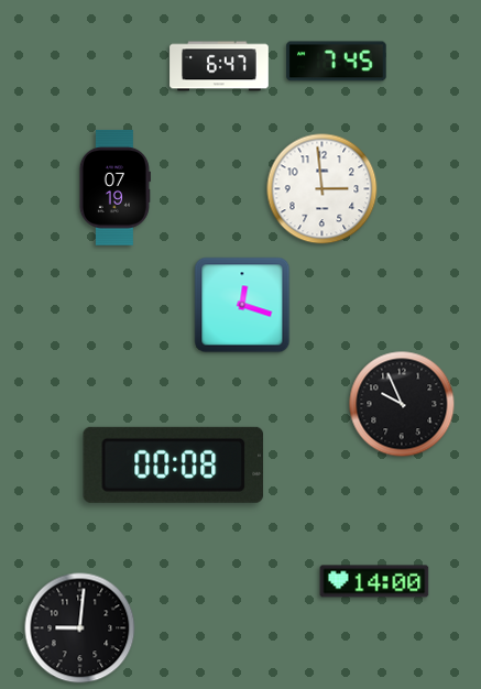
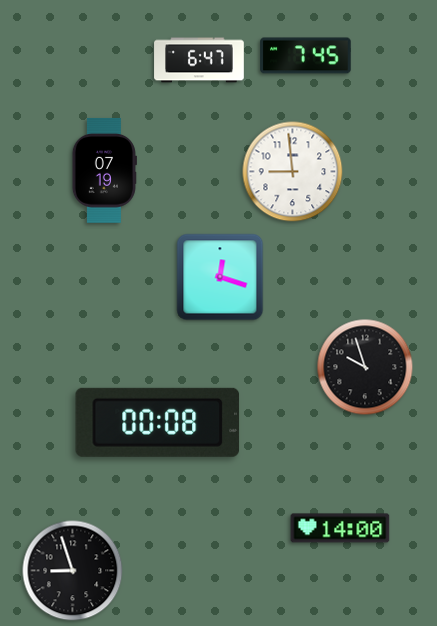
clock at (323, 189): 2:59 -> 8:59
clock at (402, 404): 9:56 -> 9:57
clock at (80, 628): 9:01 -> 8:57
